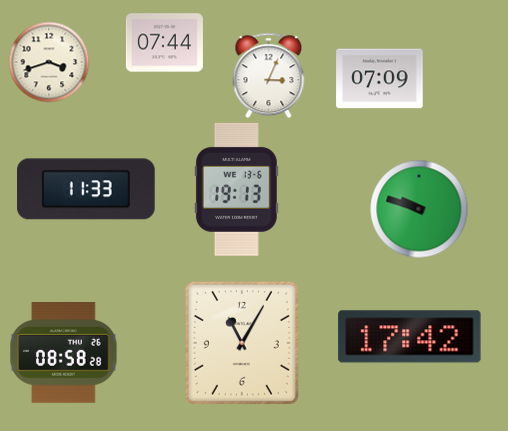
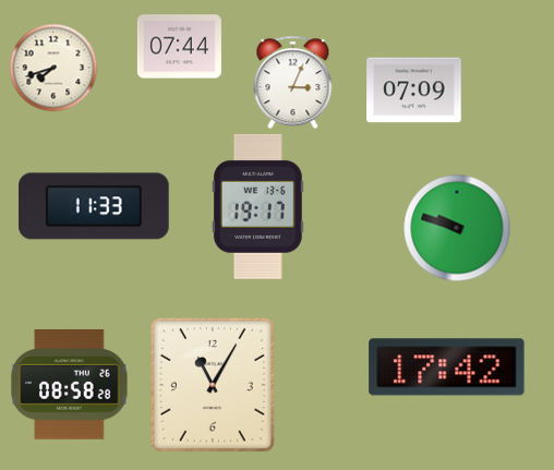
clock at (49, 62): 3:42 -> 7:42
clock at (380, 79) position: (380, 79) -> (414, 91)
clock at (236, 189): 19:13 -> 19:17
clock at (242, 343) position: (242, 343) -> (213, 385)
